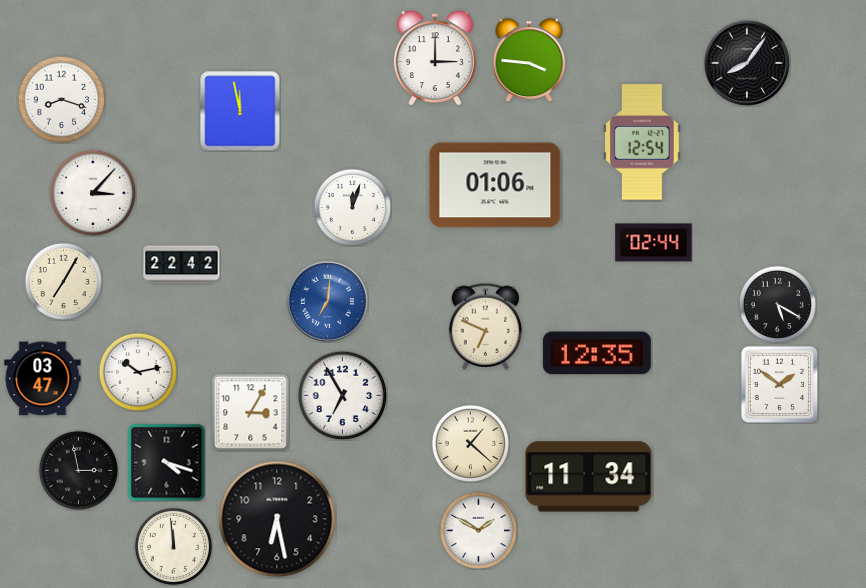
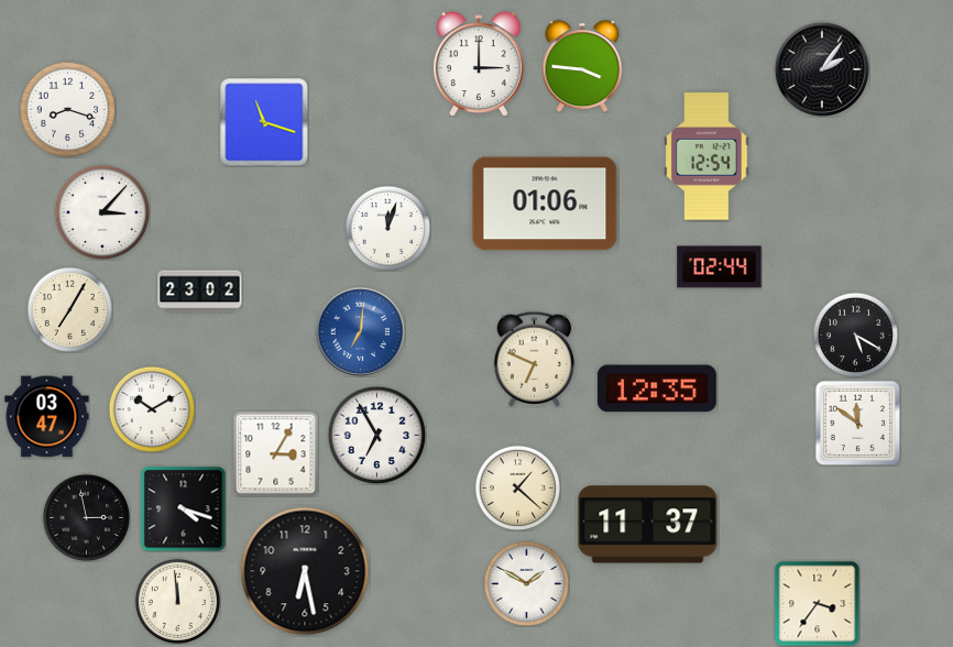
clock at (746, 62): 8:06 -> 2:06
clock at (240, 111): 11:58 -> 11:18
clock at (182, 265): 22:42 -> 23:02
clock at (137, 371): 10:13 -> 10:10
clock at (779, 384): 1:51 -> 11:51
clock at (589, 477): 11:34 -> 11:37
clock at (173, 546) position: (173, 546) -> (177, 601)
clock at (817, 603): none -> 3:36
